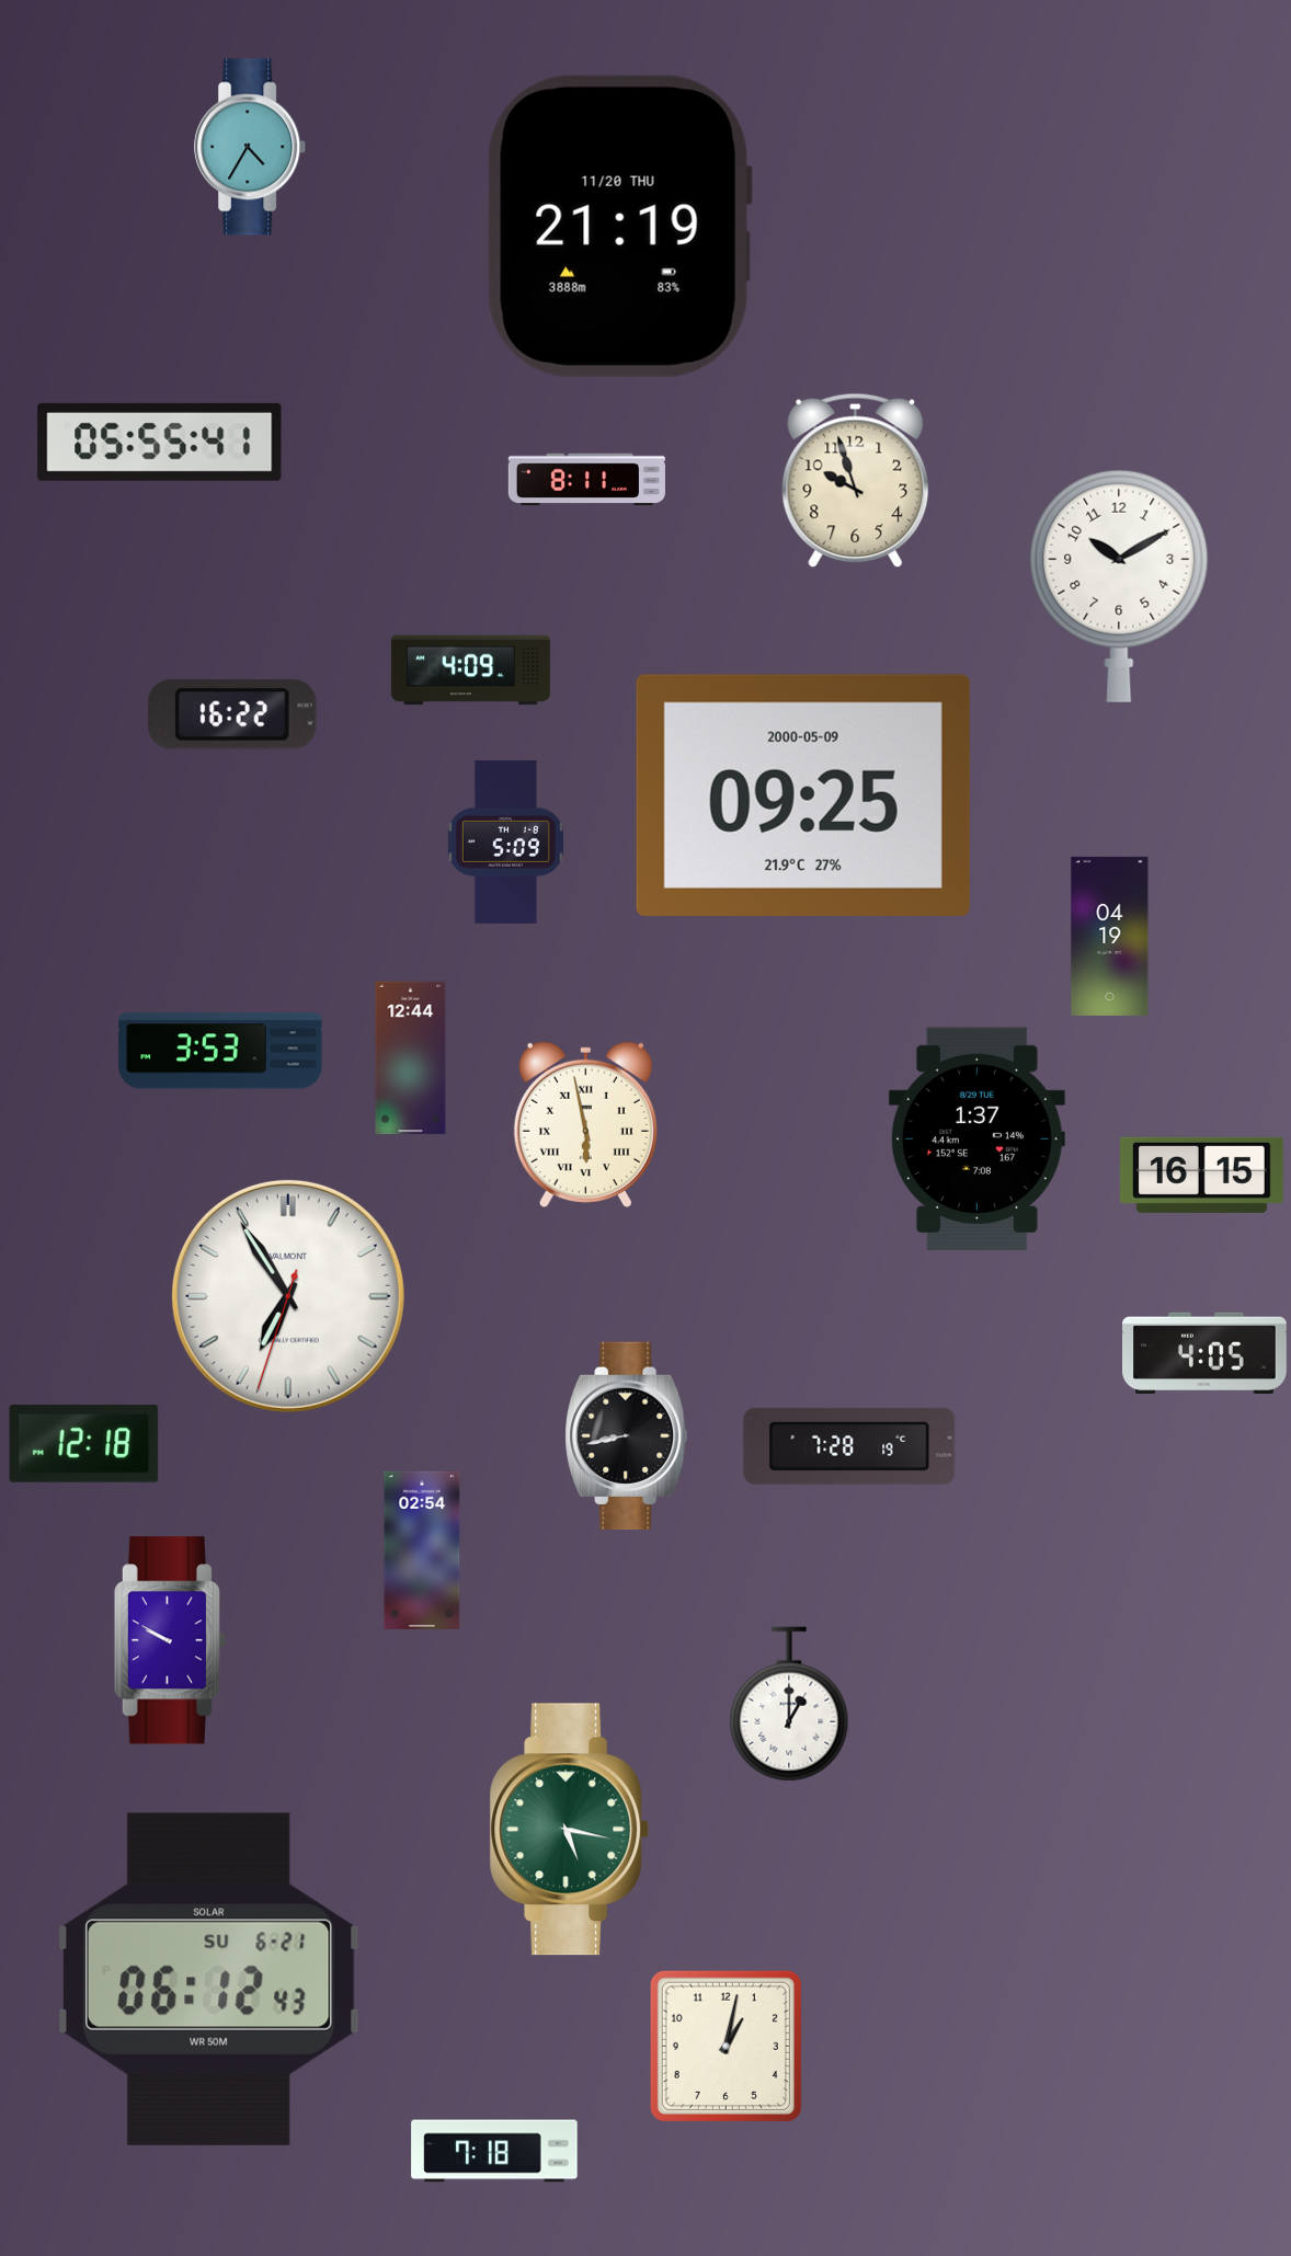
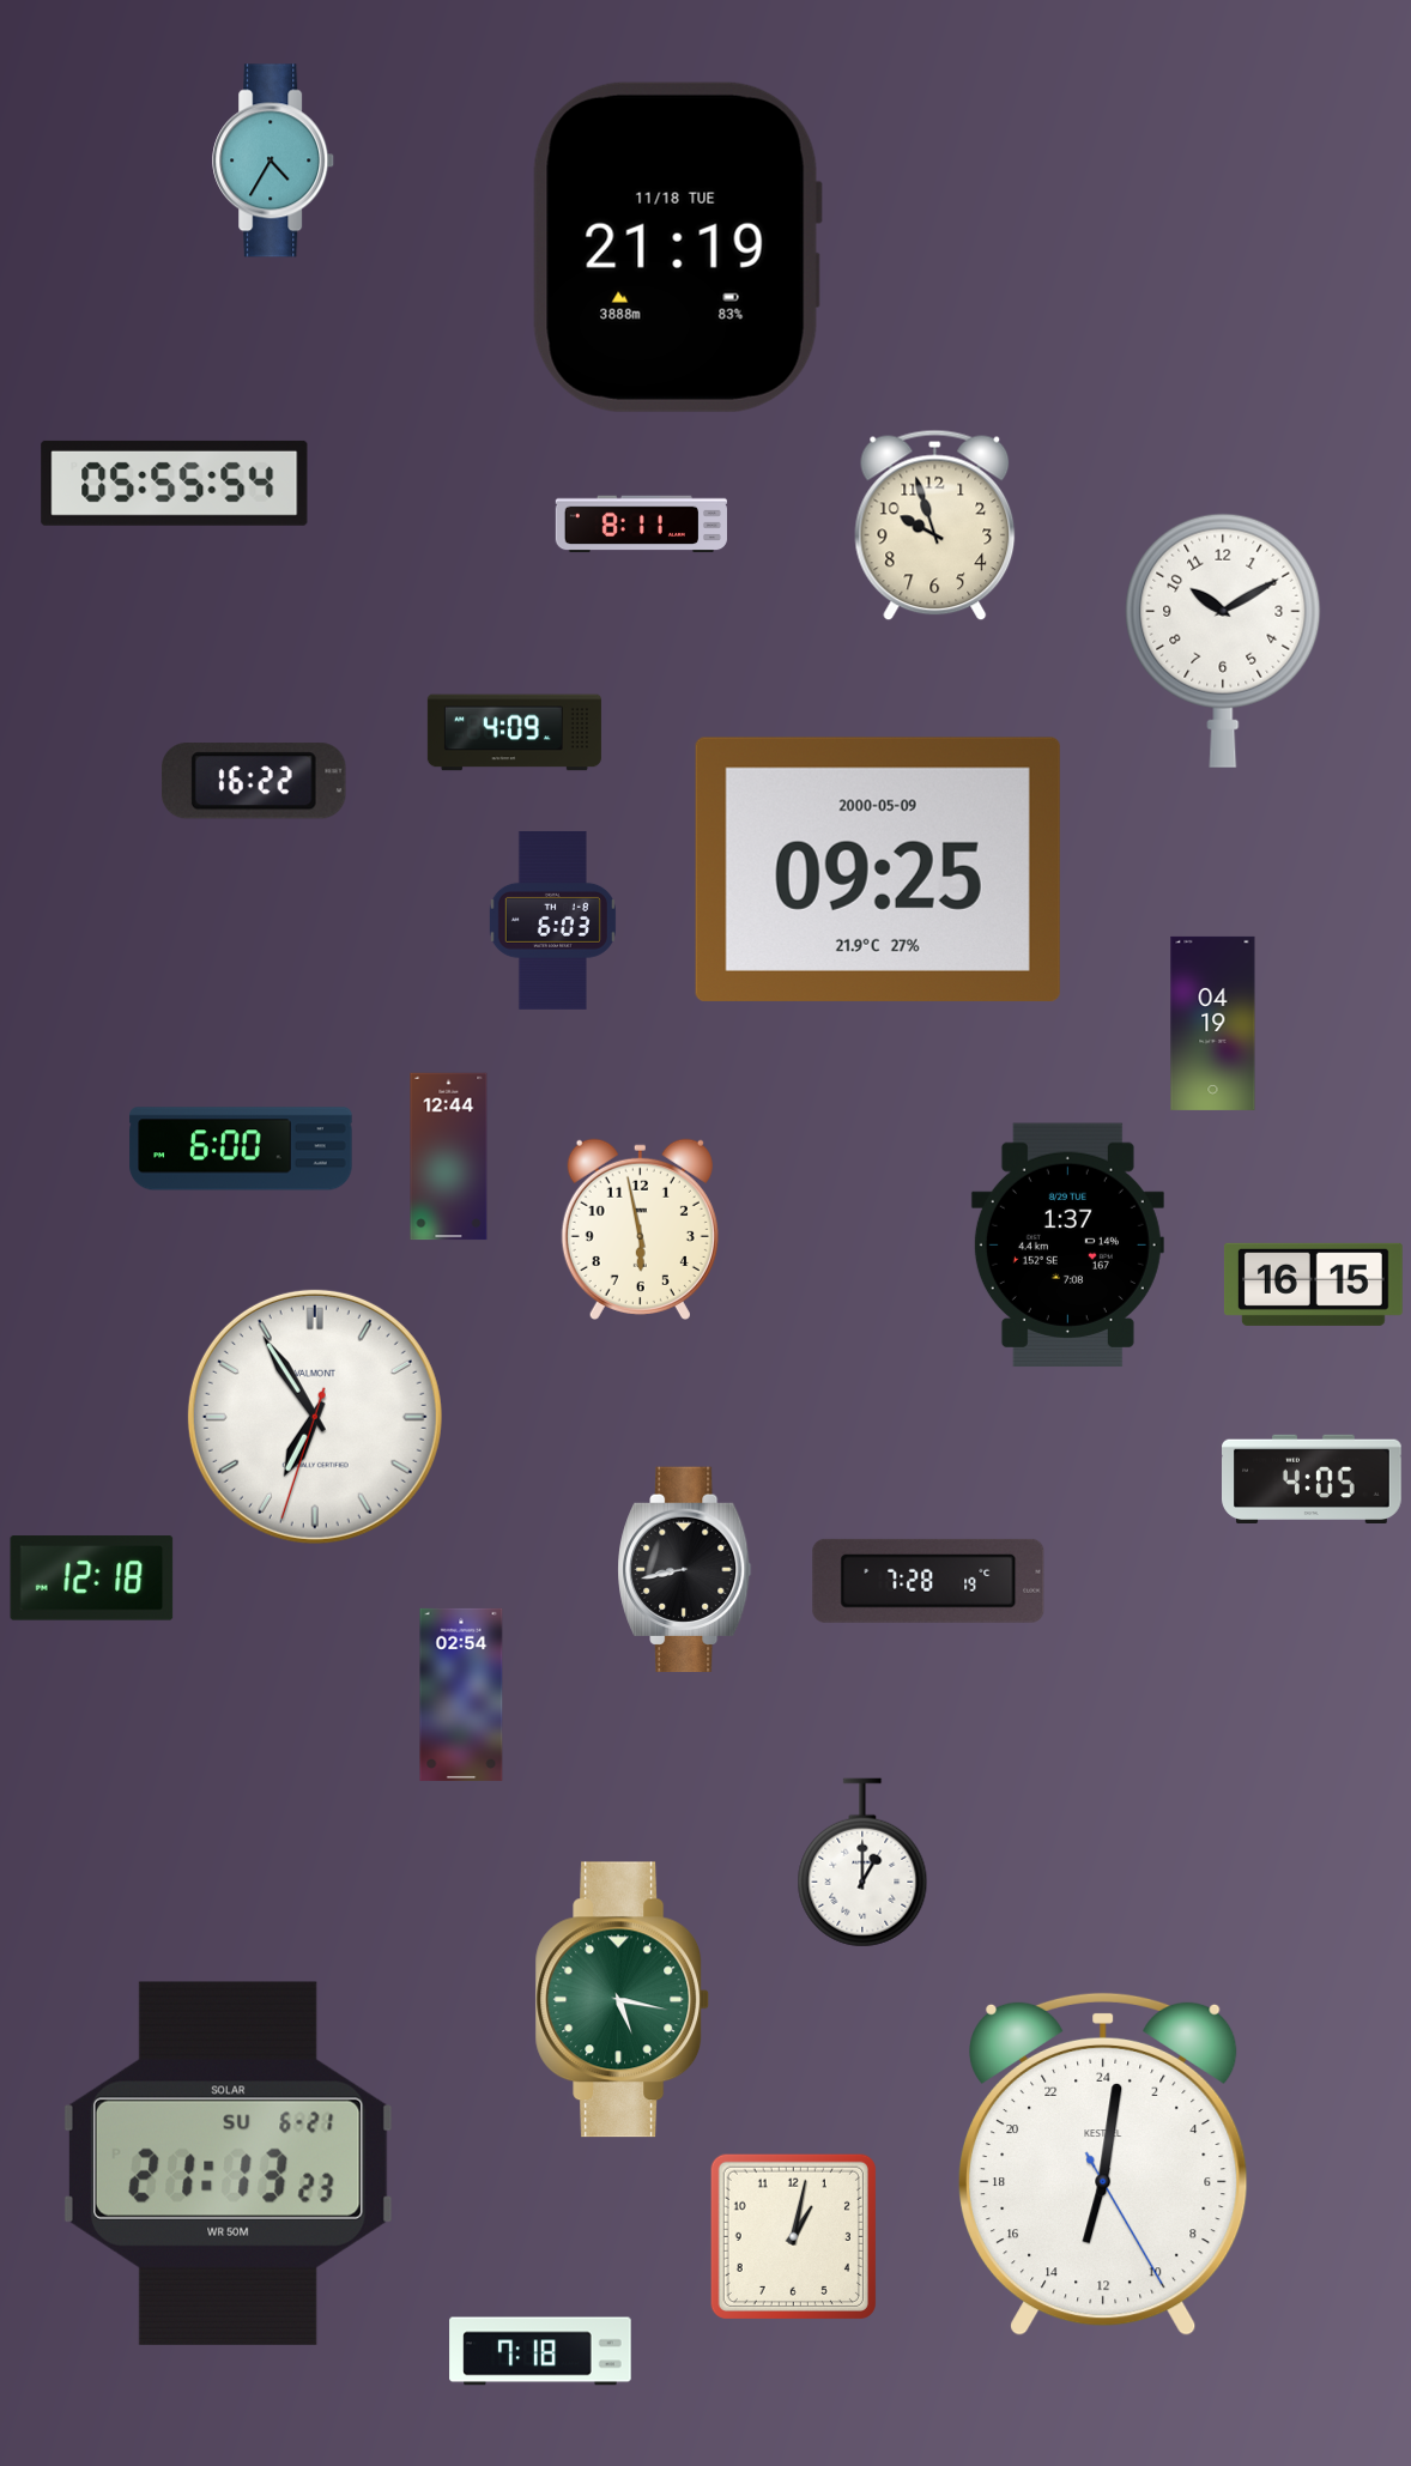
clock at (619, 226) date: 11/20 THU -> 11/18 TUE
clock at (160, 442): 05:55:41 -> 05:55:54
clock at (505, 841): 5:09 -> 6:03
clock at (220, 1051): 3:53 -> 6:00
clock at (585, 1124) numerals: Roman -> Arabic
clock at (1206, 1352) position: (1206, 1352) -> (1313, 1478)
clock at (169, 1640): 9:50 -> none
clock at (208, 1979): 06:12 -> 21:13
clock at (1104, 2164): none -> 13:01
